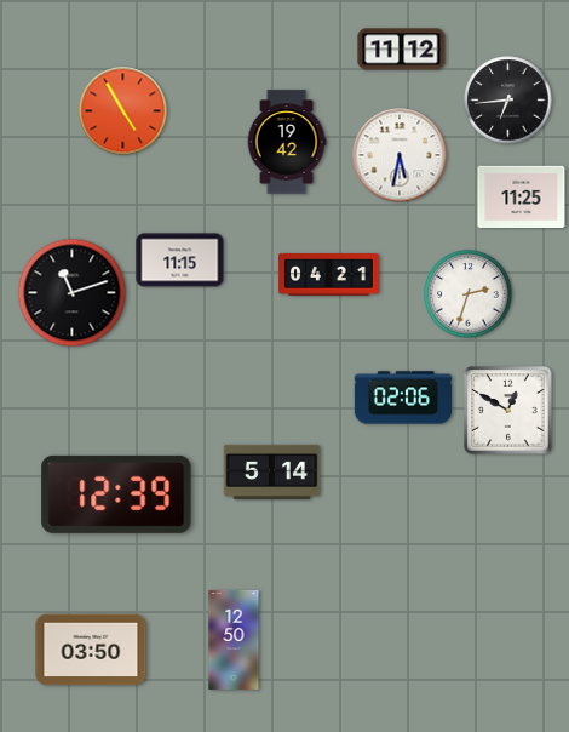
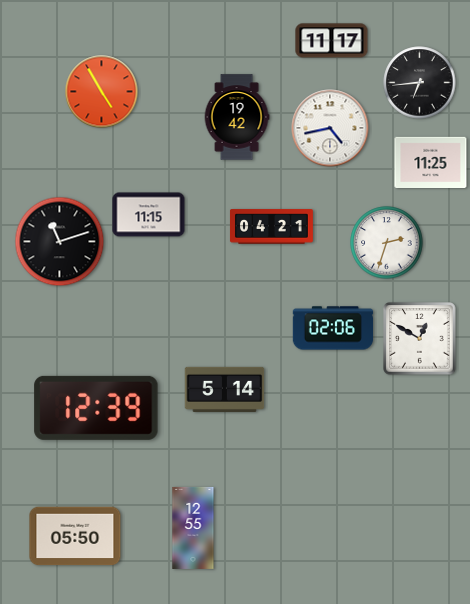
clock at (402, 50): 11:12 -> 11:17
clock at (400, 155): 5:32 -> 4:43
clock at (234, 640): 12:50 -> 12:55
clock at (91, 650): 03:50 -> 05:50
